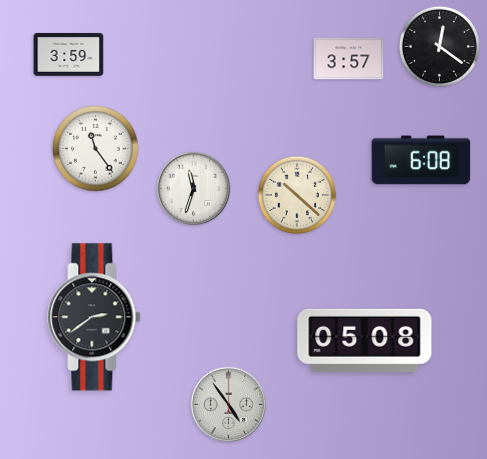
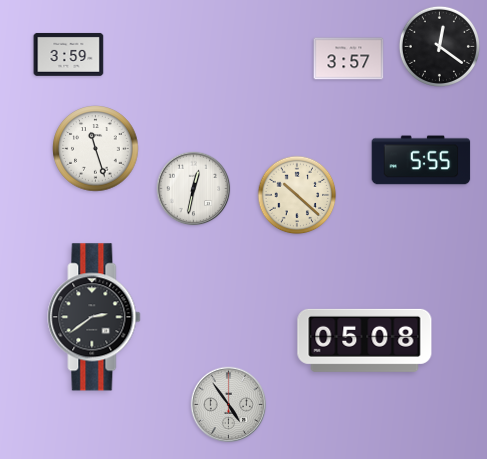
clock at (96, 149): 11:24 -> 11:27
clock at (421, 160): 6:08 -> 5:55
clock at (194, 189): 11:33 -> 12:32
